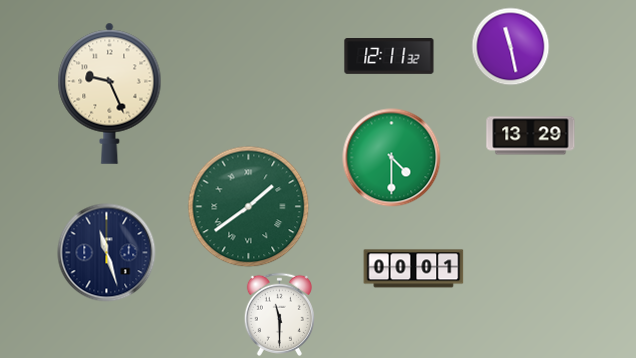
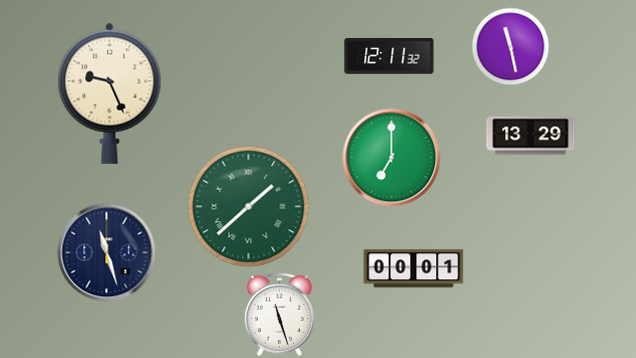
clock at (392, 158): 4:30 -> 7:00
clock at (249, 207): 1:39 -> 1:38
clock at (279, 314): 11:30 -> 11:27
